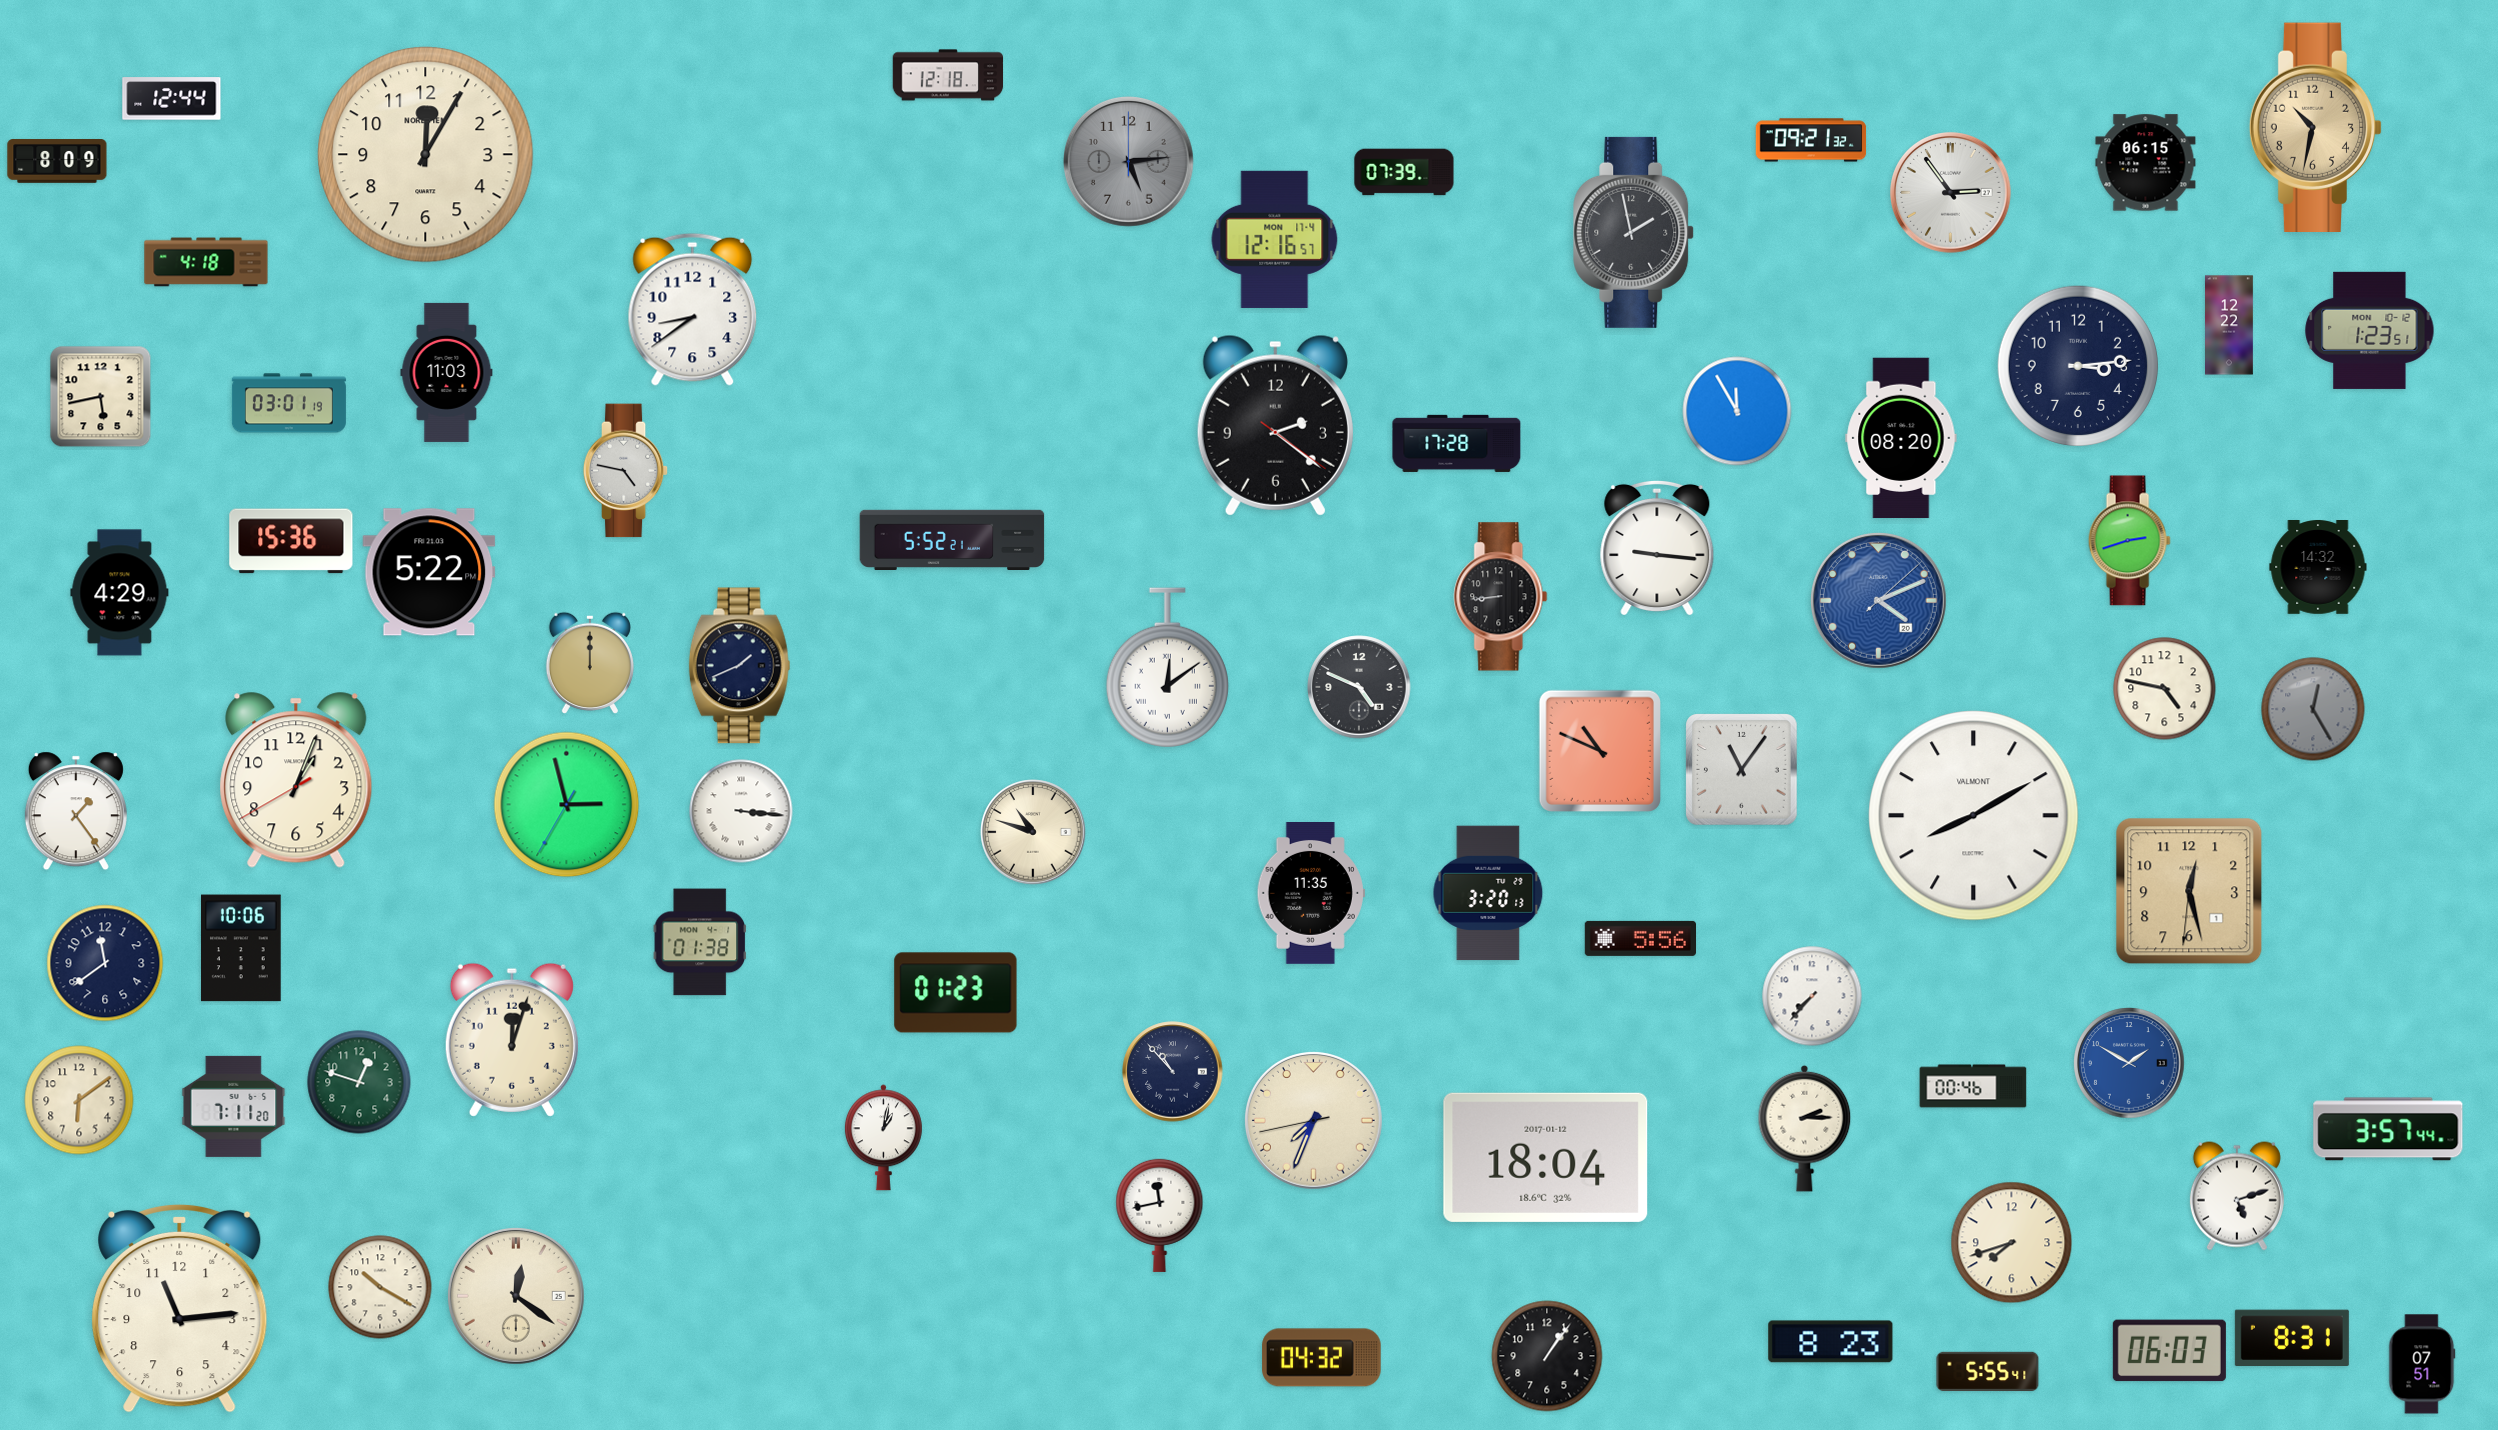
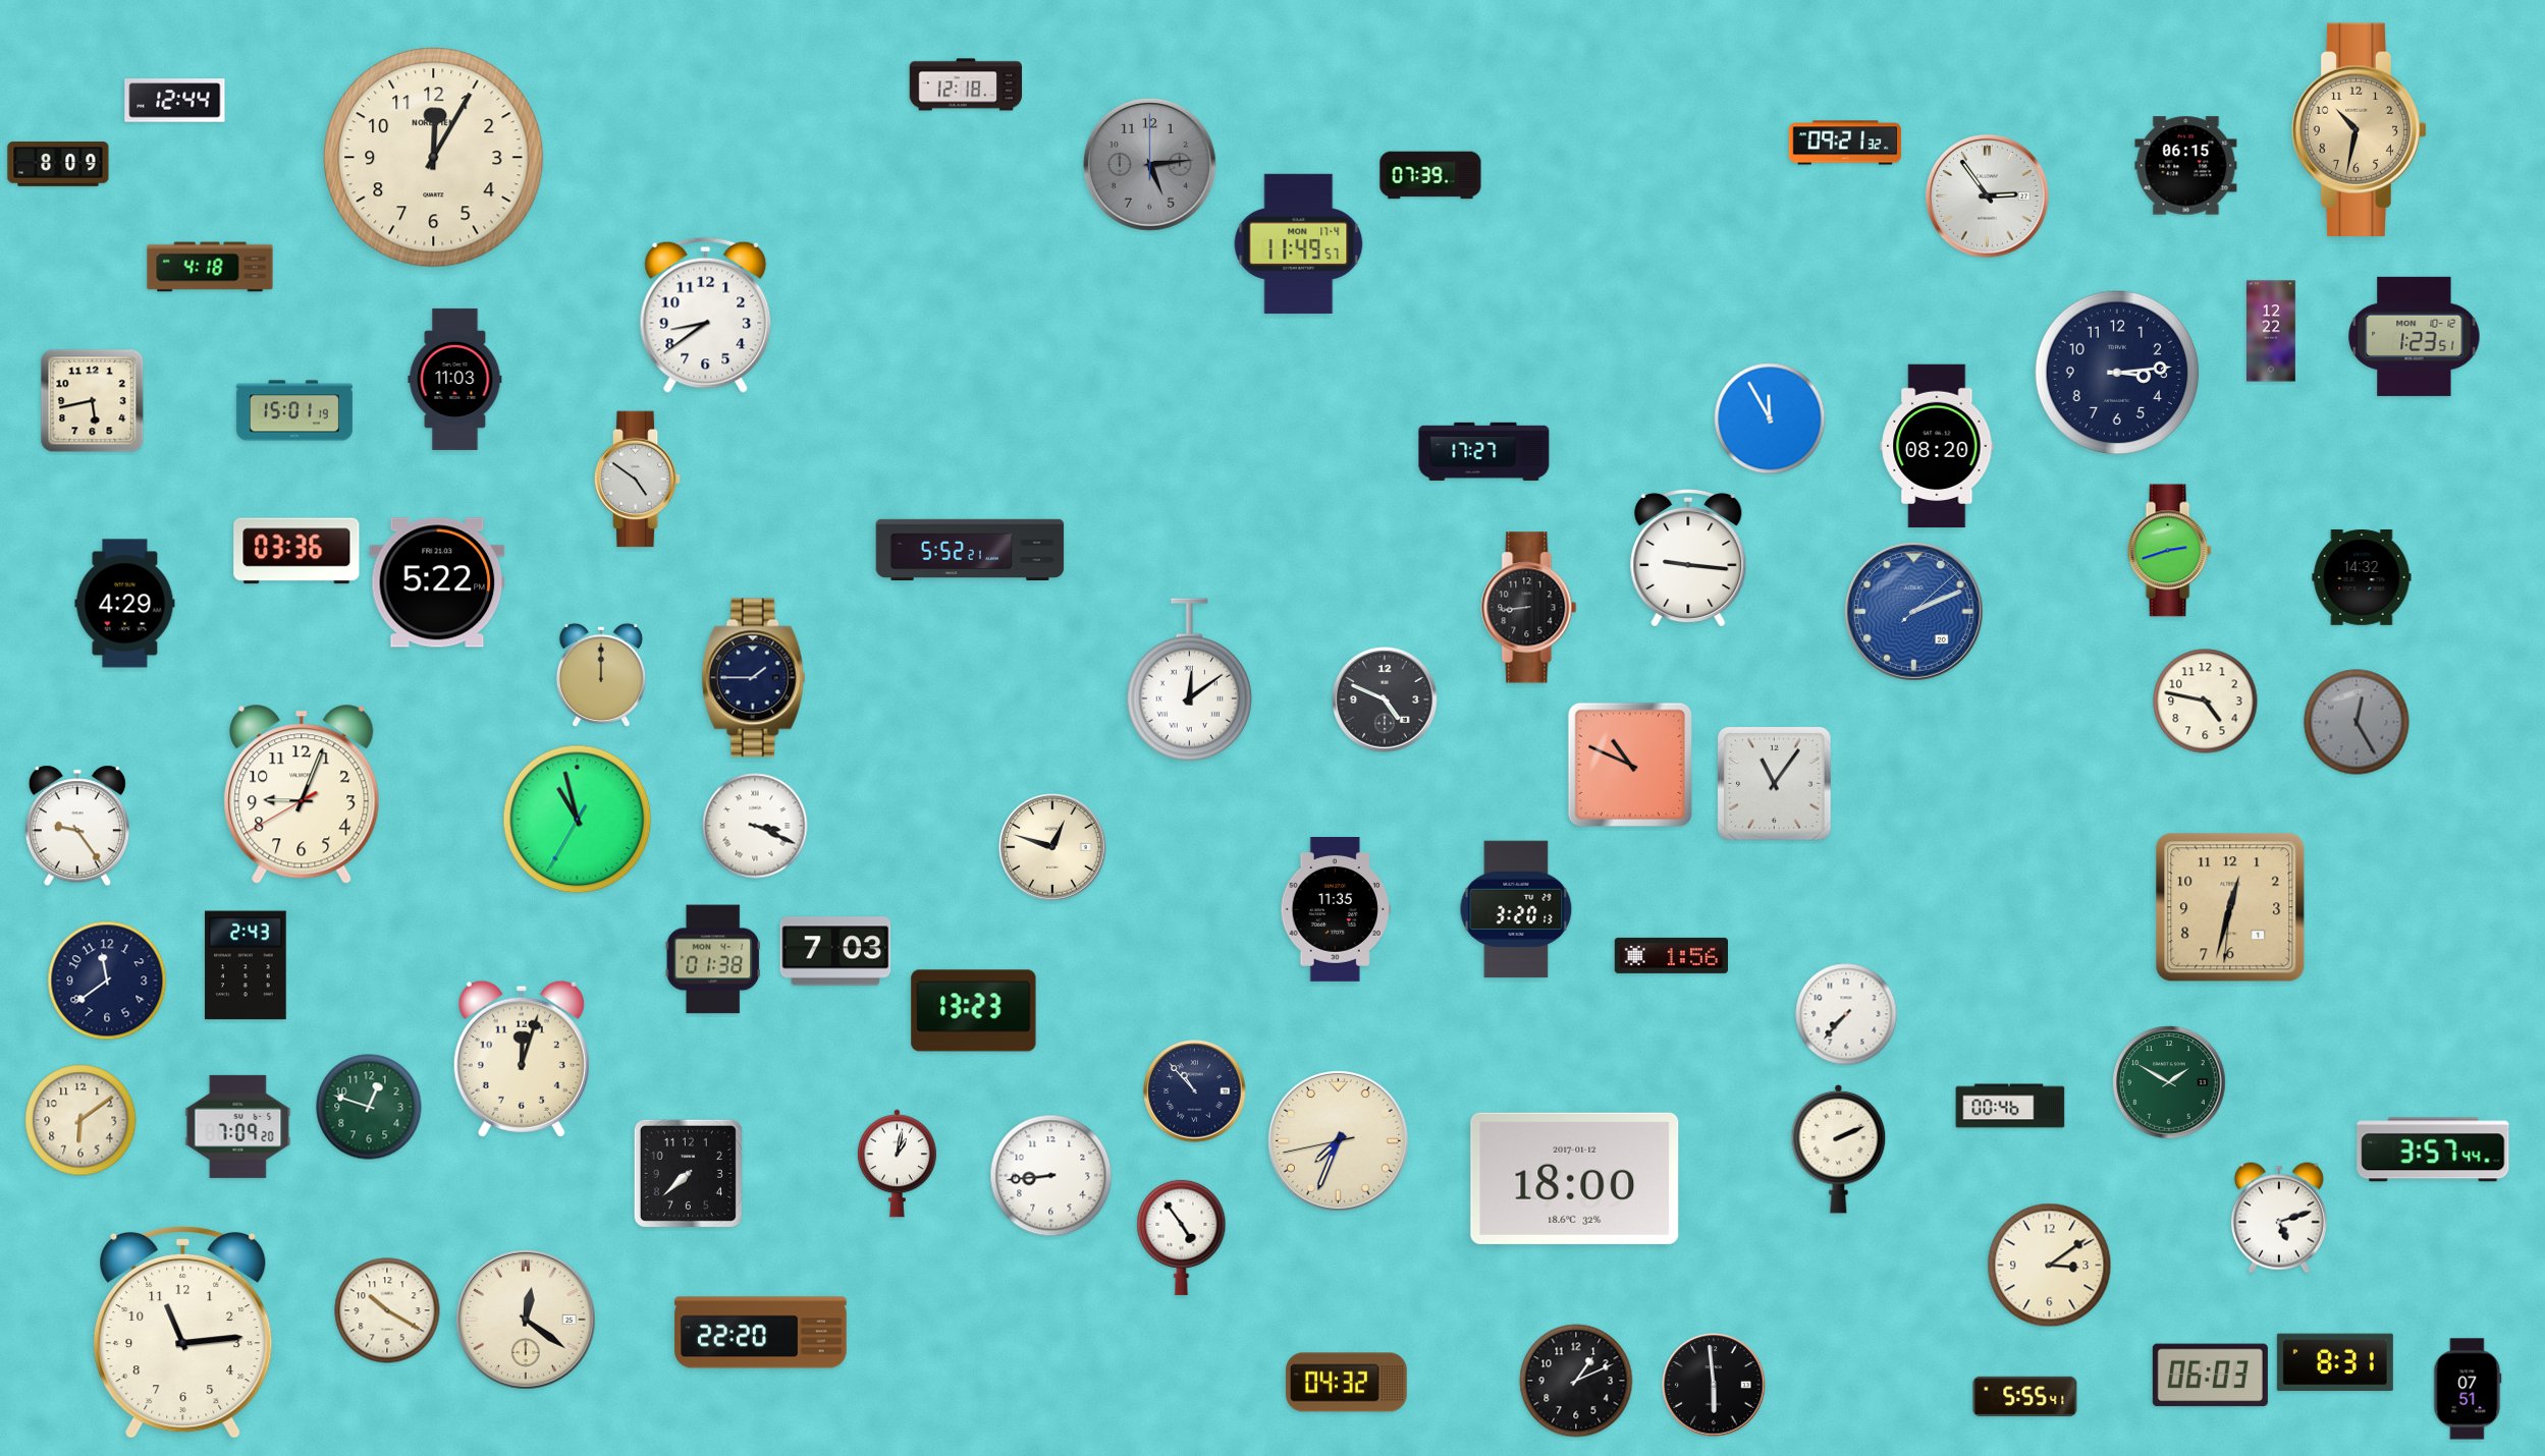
clock at (948, 75) position: (948, 75) -> (966, 85)
clock at (1634, 232): 1:58 -> none
clock at (1275, 239): 12:16 -> 11:49
clock at (101, 397) position: (101, 397) -> (93, 401)
clock at (289, 403): 03:01 -> 15:01
clock at (1275, 425): 2:21 -> none
clock at (1457, 443): 17:28 -> 17:27
clock at (626, 471): 4:47 -> 4:51
clock at (291, 541): 15:36 -> 03:36
clock at (120, 593) position: (120, 593) -> (125, 604)
clock at (1878, 600): 4:11 -> 2:11
clock at (740, 666): 1:41 -> 1:45
clock at (296, 780): 1:03 -> 9:03
clock at (567, 805): 2:57 -> 10:57
clock at (76, 811): 1:24 -> 9:24
clock at (741, 811): 3:16 -> 3:19
clock at (1974, 816): 8:10 -> none
clock at (1033, 832): 10:48 -> 12:48
clock at (2189, 891): 12:27 -> 12:32
clock at (835, 951): none -> 7:03
clock at (1640, 938): 5:56 -> 1:56
clock at (242, 948): 10:06 -> 2:43
clock at (956, 993): 01:23 -> 13:23
clock at (2129, 1063) dial: blue -> green
clock at (359, 1082) position: (359, 1082) -> (369, 1107)
clock at (234, 1106): 7:11 -> 7:09
clock at (1805, 1128): 2:15 -> 2:11
clock at (883, 1138) position: (883, 1138) -> (897, 1164)
clock at (688, 1173): none -> 7:38
clock at (1051, 1176): none -> 8:44
clock at (1546, 1157): 18:04 -> 18:00
clock at (1160, 1215): 11:43 -> 4:54
clock at (2012, 1243): 7:42 -> 3:09
clock at (761, 1333): none -> 22:20
clock at (1831, 1342): 8:23 -> none
clock at (1547, 1356): 1:06 -> 1:11
clock at (1714, 1385): none -> 5:59
